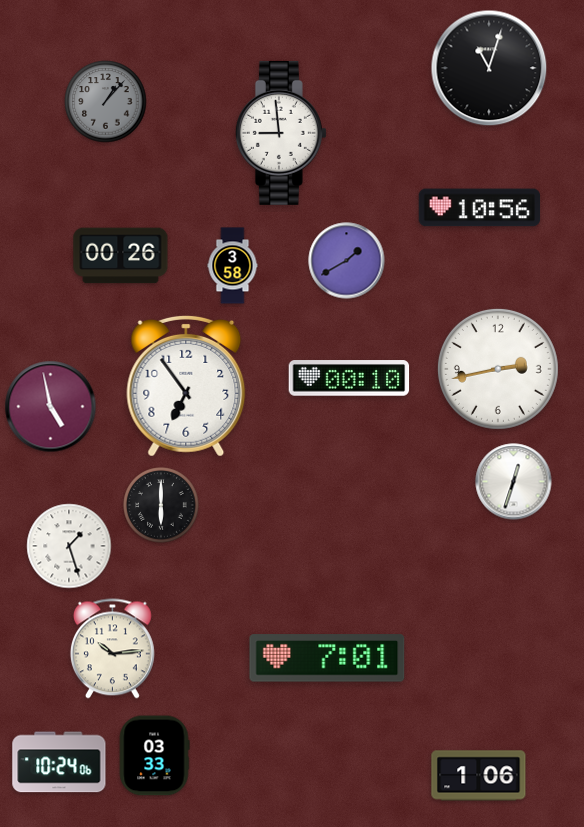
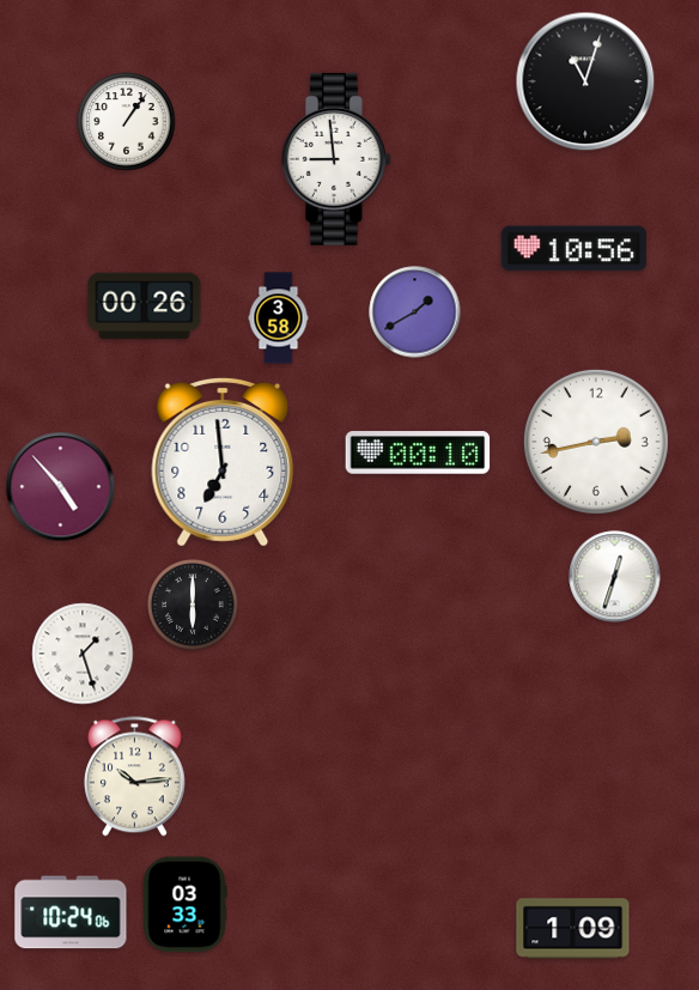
clock at (106, 102): 1:07 -> 1:06
clock at (106, 102) dial: grey -> white
clock at (186, 386): 6:54 -> 6:59
clock at (51, 407): 4:58 -> 4:53
clock at (327, 658): 7:01 -> none
clock at (479, 776): 1:06 -> 1:09
